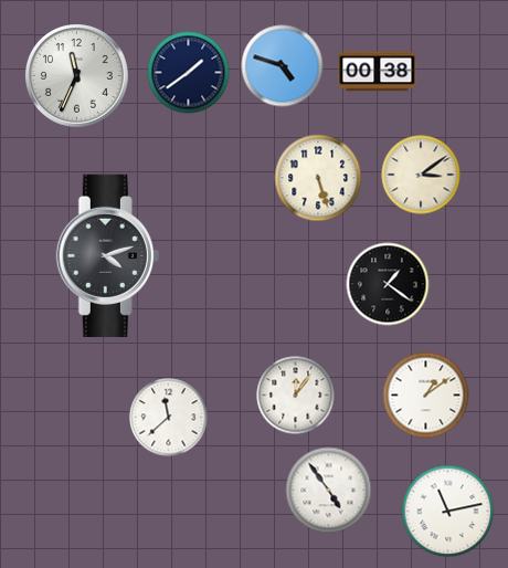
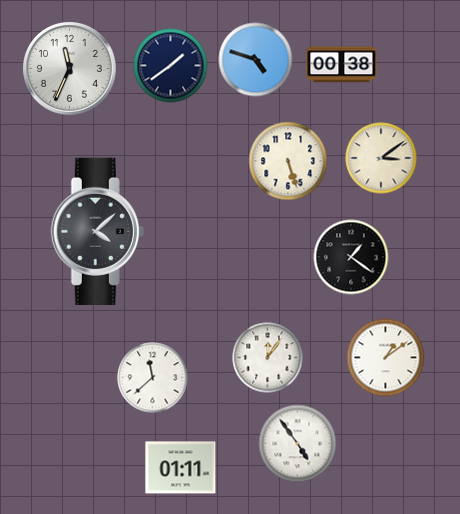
clock at (107, 255): 4:12 -> 4:08
clock at (448, 512): 11:13 -> none
clock at (181, 468): none -> 01:11
